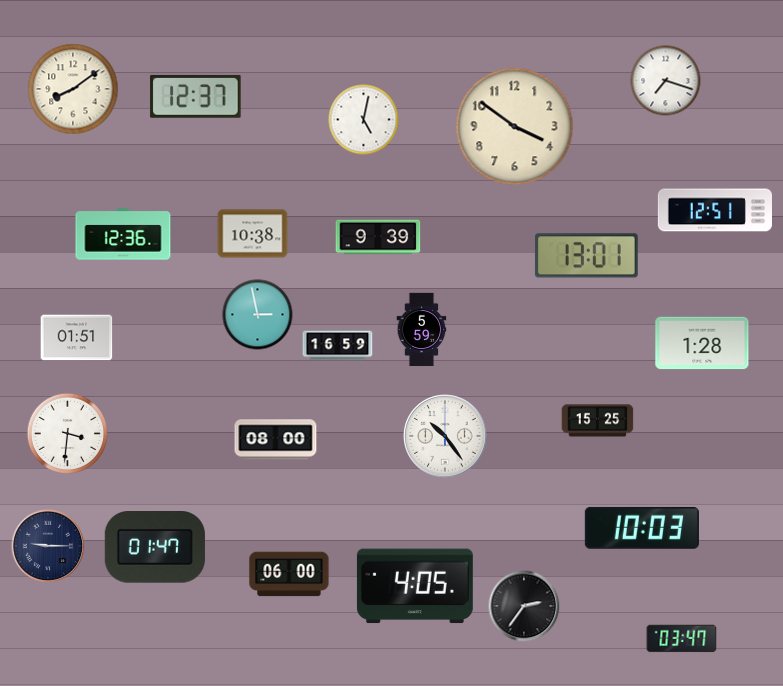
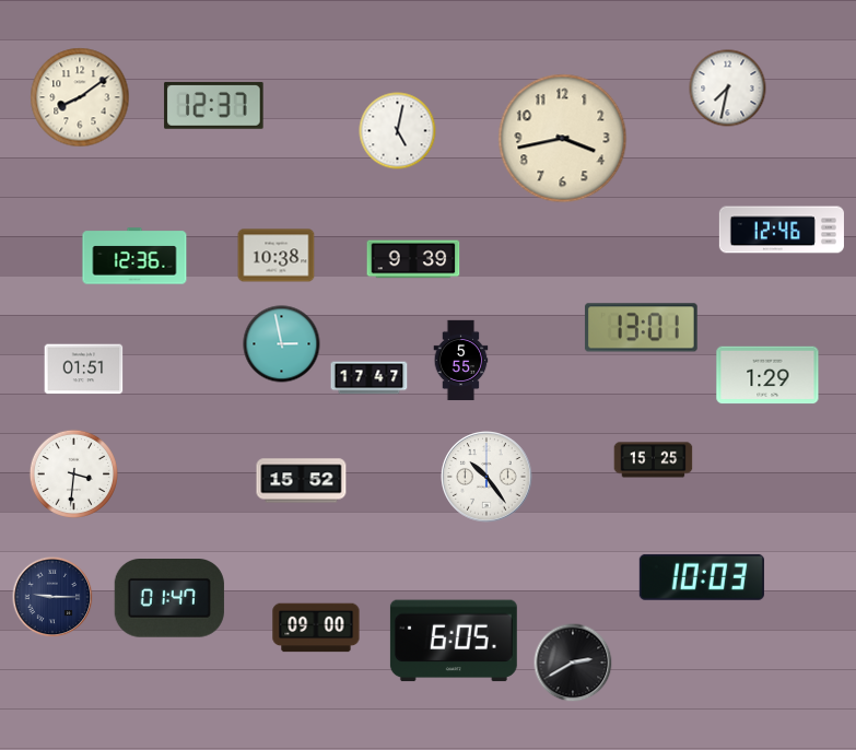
clock at (666, 81): 7:18 -> 7:32
clock at (515, 127): 3:51 -> 3:43
clock at (715, 210): 12:51 -> 12:46
clock at (586, 256) position: (586, 256) -> (641, 328)
clock at (422, 330): 5:59 -> 5:55
clock at (702, 343): 1:28 -> 1:29
clock at (338, 346): 16:59 -> 17:47
clock at (276, 440): 08:00 -> 15:52
clock at (289, 574): 06:00 -> 09:00
clock at (415, 586): 4:05 -> 6:05
clock at (524, 606): 2:36 -> 2:40
clock at (682, 639): 03:47 -> none
